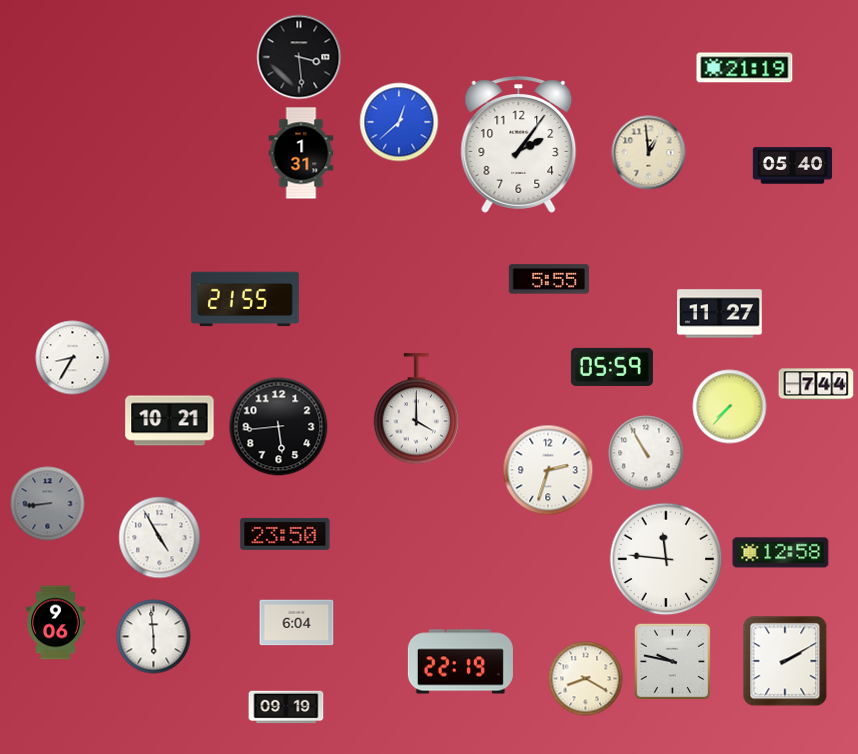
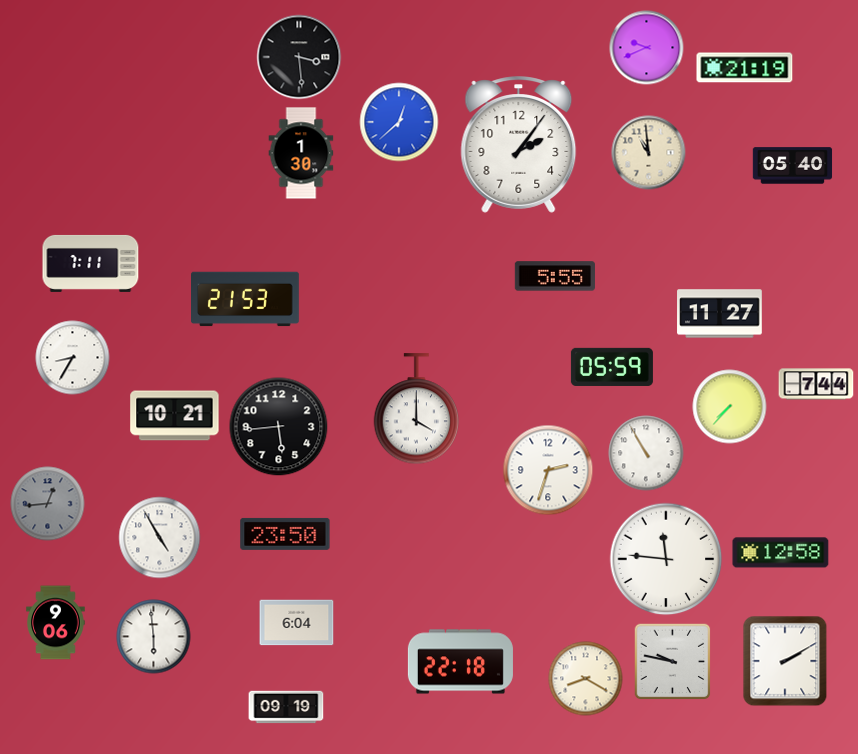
clock at (647, 48): none -> 9:41
clock at (301, 153): 1:31 -> 1:30
clock at (649, 153): 12:59 -> 10:59
clock at (91, 263): none -> 7:11
clock at (549, 279) position: (549, 279) -> (555, 276)
clock at (246, 299): 21:55 -> 21:53
clock at (170, 421) position: (170, 421) -> (175, 416)
clock at (48, 504): 8:44 -> 12:44
clock at (460, 662): 22:19 -> 22:18
